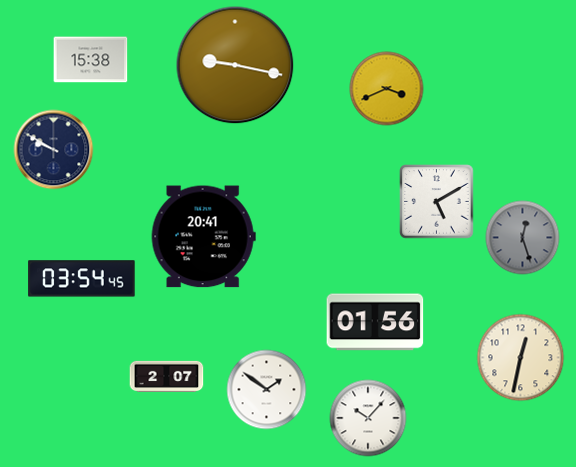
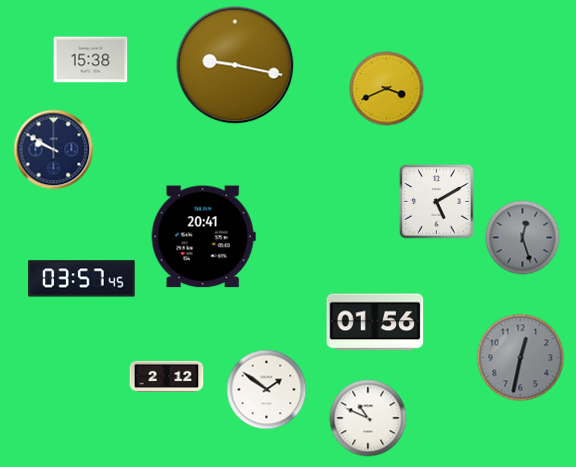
clock at (82, 279): 03:54 -> 03:57
clock at (521, 358) dial: cream -> grey
clock at (167, 376): 2:07 -> 2:12
clock at (368, 418): 10:07 -> 10:49
